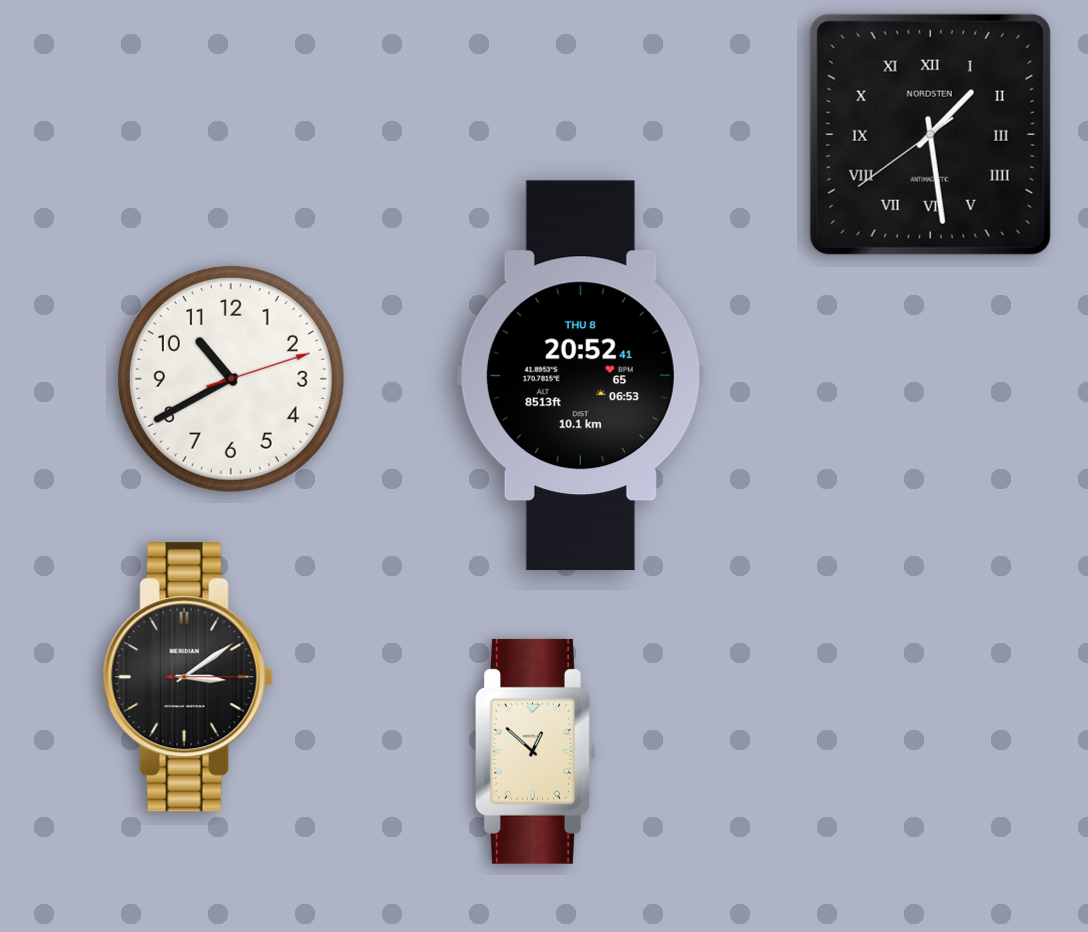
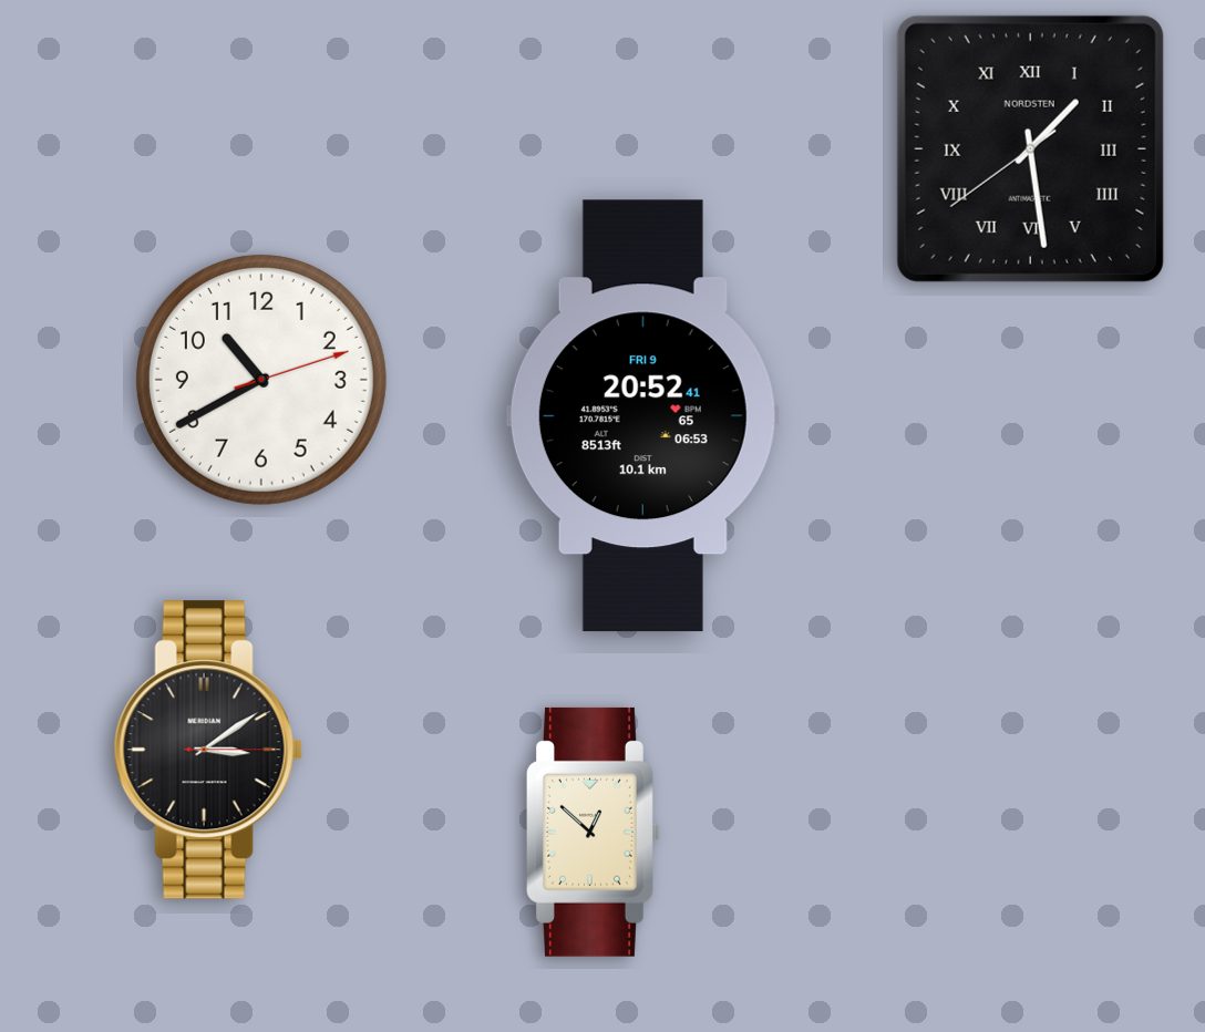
clock at (580, 376) date: THU 8 -> FRI 9
clock at (231, 379) position: (231, 379) -> (261, 380)
